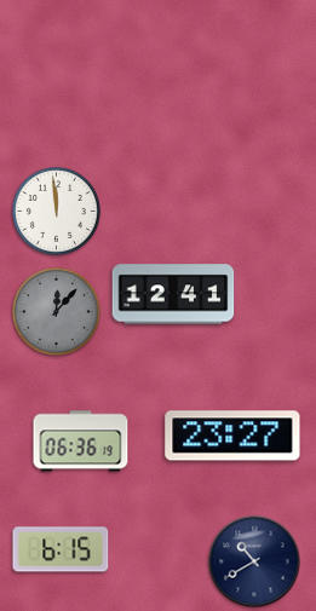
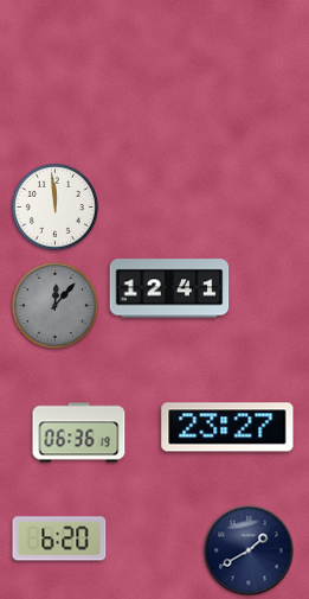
clock at (61, 549): 6:15 -> 6:20
clock at (254, 561): 10:40 -> 1:40
